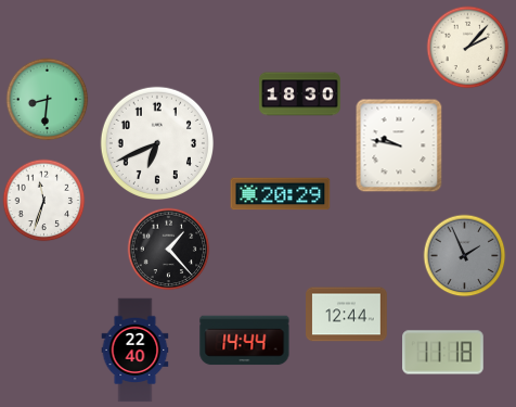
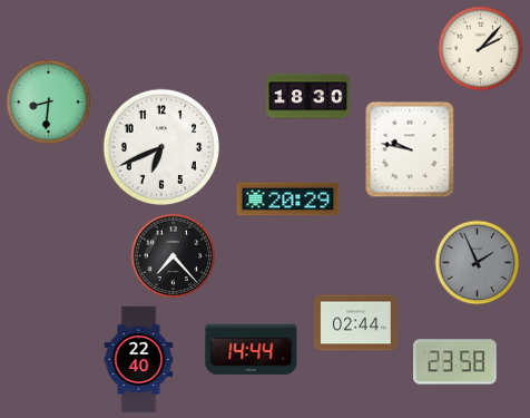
clock at (44, 201): 11:33 -> none
clock at (169, 250): 1:23 -> 7:23
clock at (347, 315): 12:44 -> 02:44
clock at (443, 353): 11:18 -> 23:58
